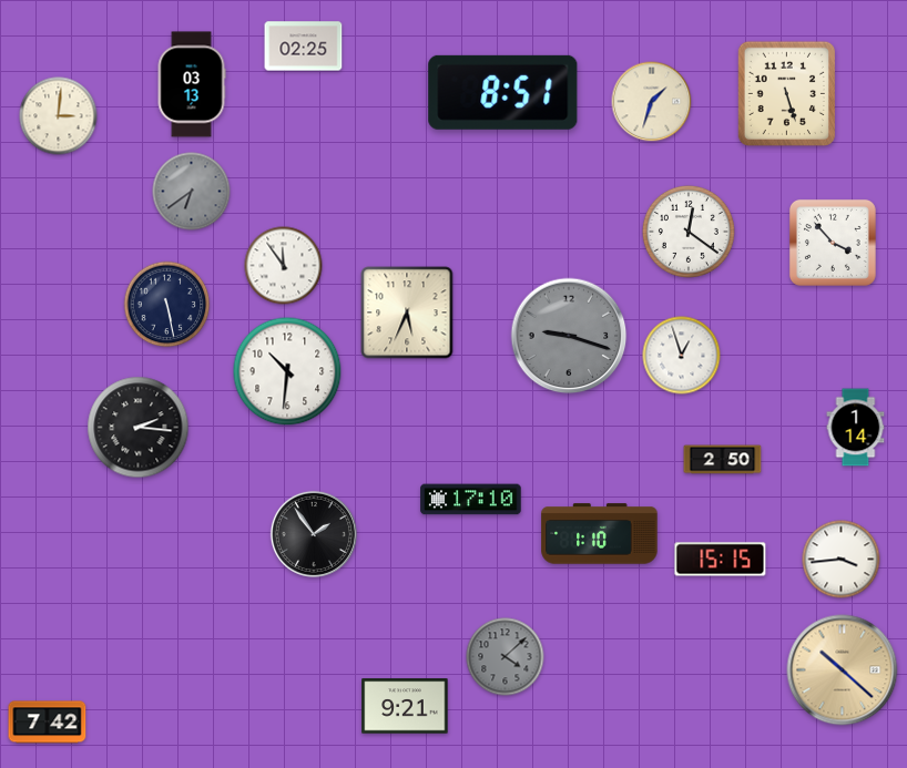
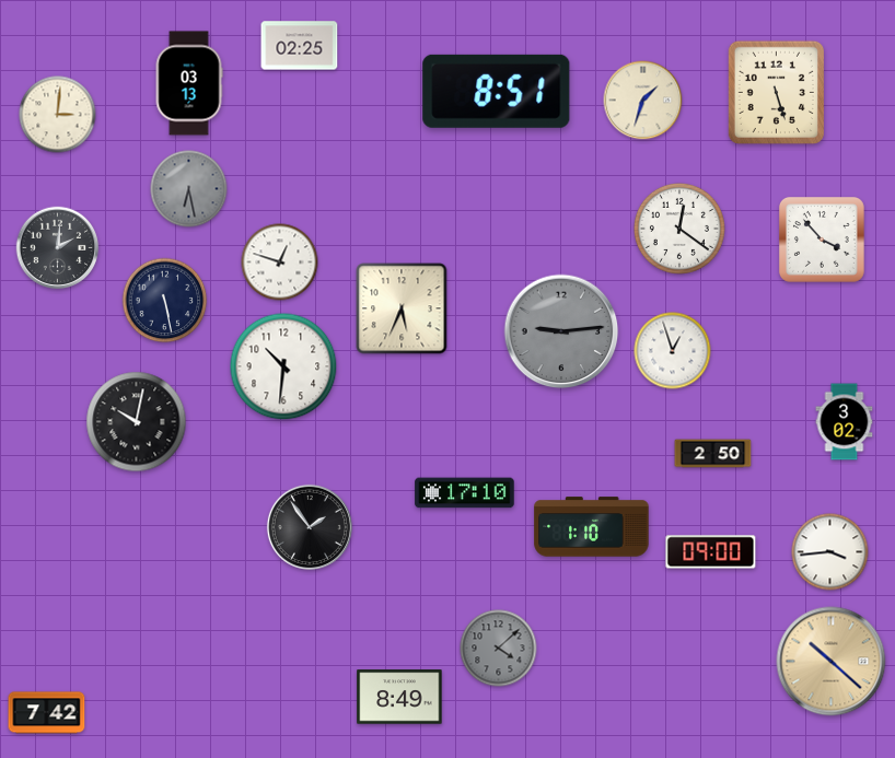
clock at (192, 192): 6:39 -> 6:28
clock at (58, 248): none -> 2:01
clock at (284, 266): 11:54 -> 12:48
clock at (569, 336): 9:18 -> 9:14
clock at (139, 428): 2:16 -> 10:02
clock at (856, 428): 1:14 -> 3:02
clock at (721, 560): 15:15 -> 09:00
clock at (405, 706): 9:21 -> 8:49
